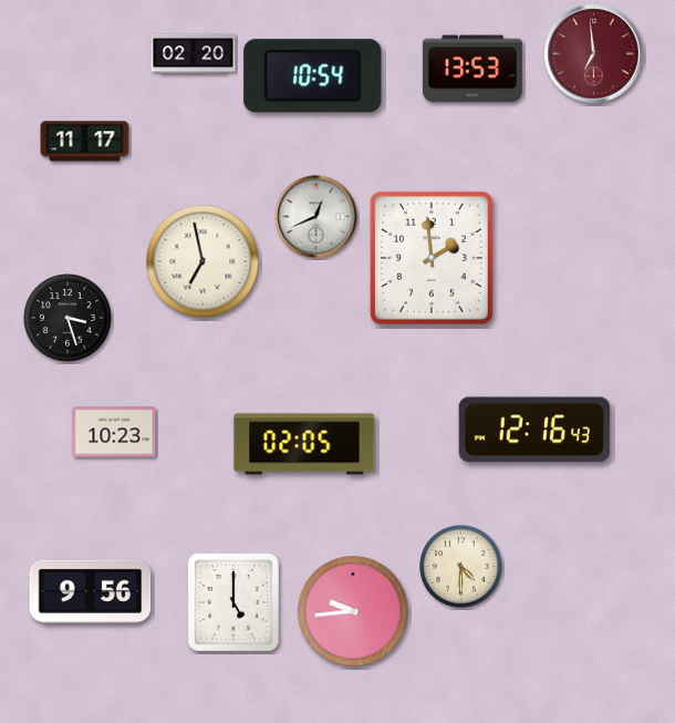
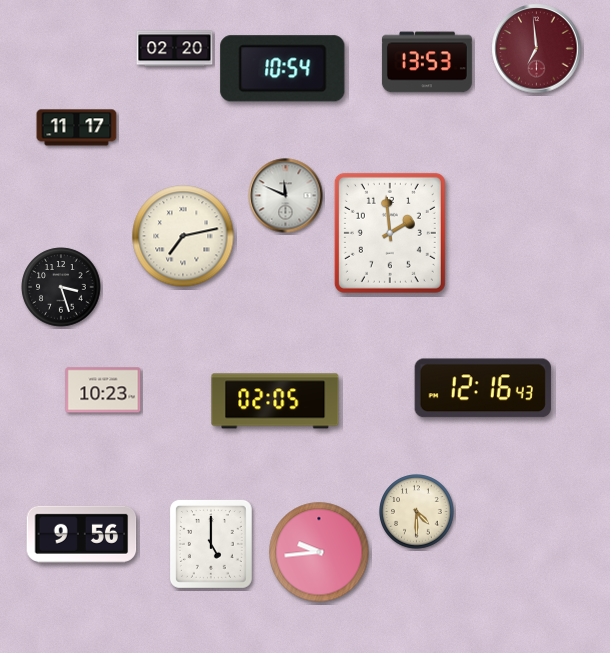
clock at (316, 217): 12:41 -> 11:49
clock at (202, 261): 6:58 -> 7:13
